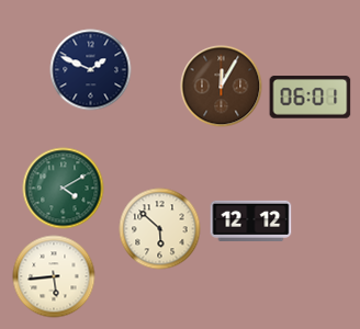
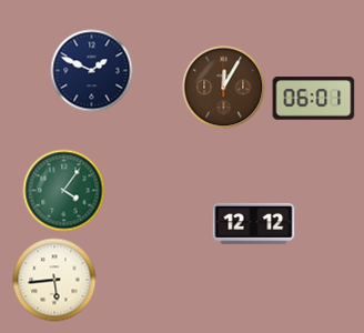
clock at (64, 189): 4:10 -> 4:06
clock at (160, 229): 5:52 -> none
